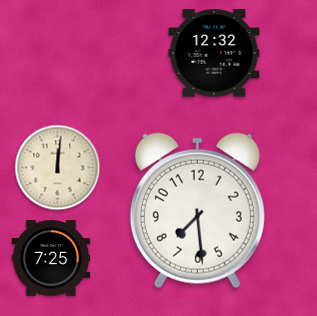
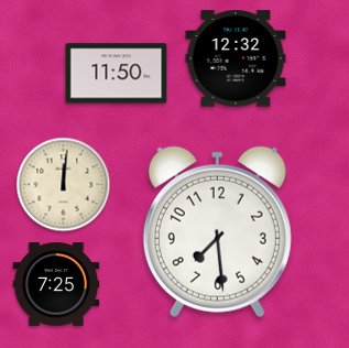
clock at (117, 74): none -> 11:50
